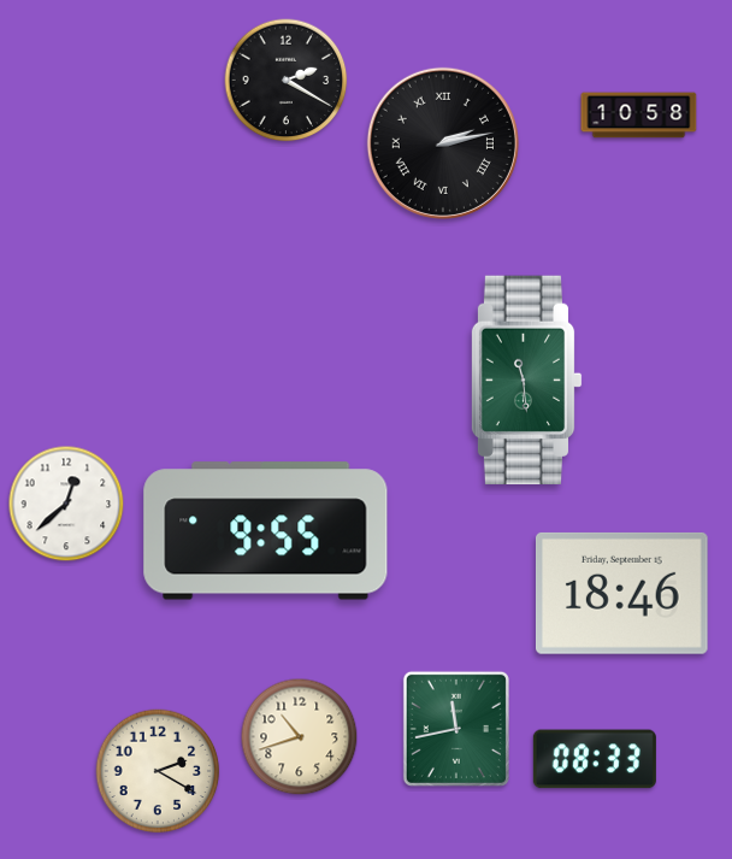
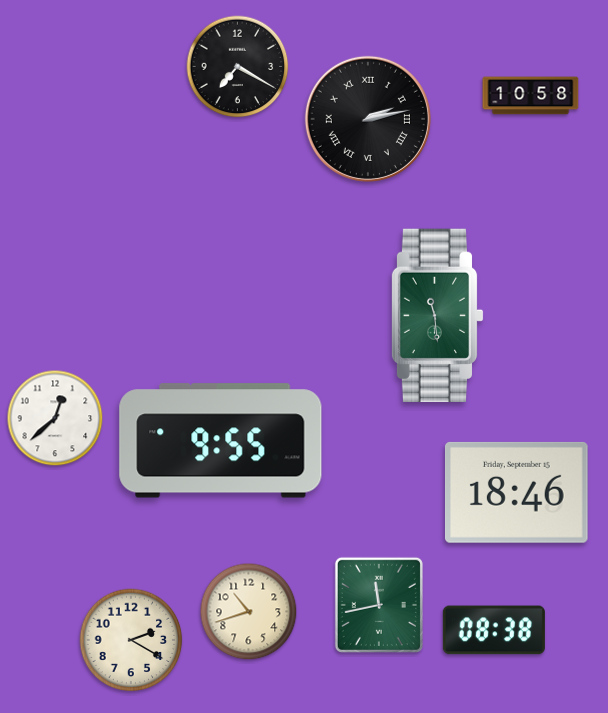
clock at (287, 81): 2:20 -> 7:20
clock at (595, 759): 08:33 -> 08:38
